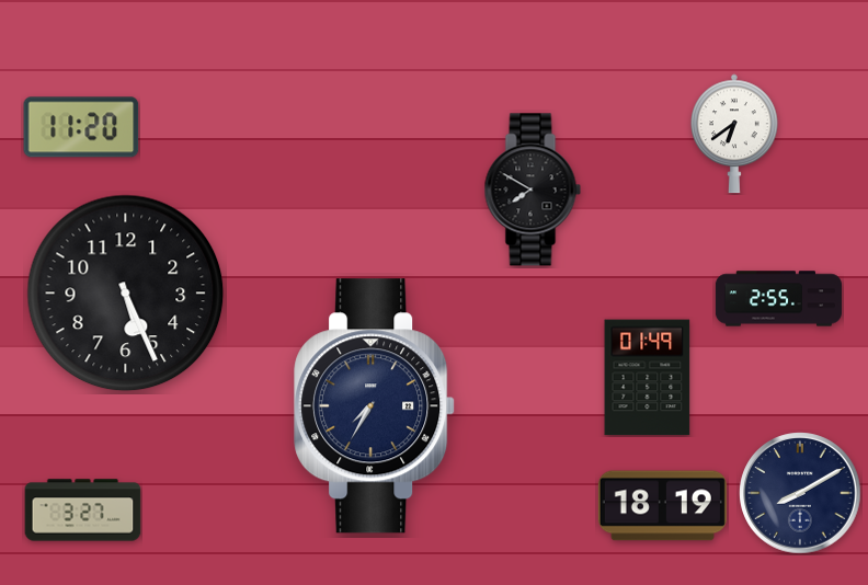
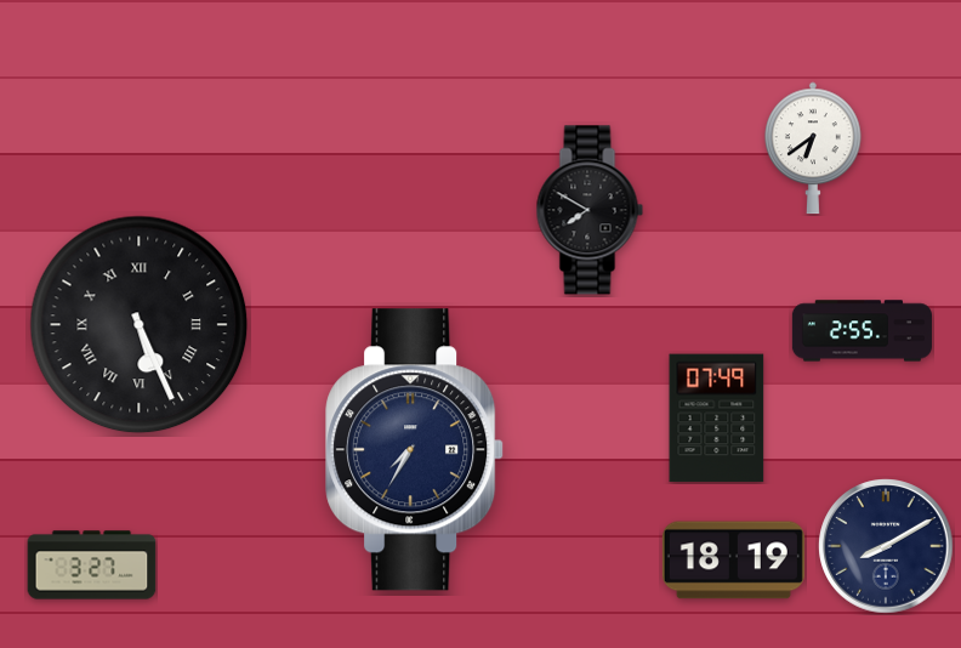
clock at (81, 127): 11:20 -> none
clock at (126, 294) numerals: Arabic -> Roman
clock at (648, 378): 01:49 -> 07:49
